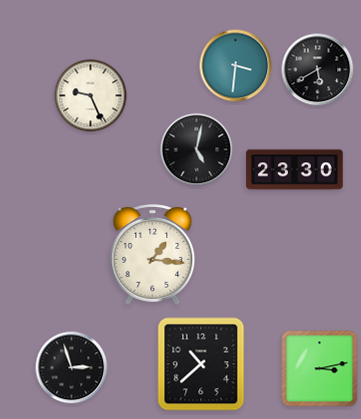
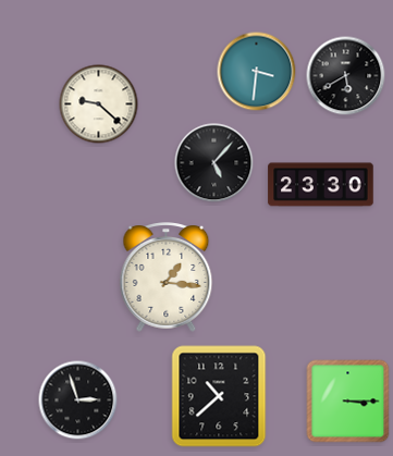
clock at (91, 96): 9:26 -> 9:22
clock at (197, 150): 5:02 -> 5:07
clock at (320, 369): 3:13 -> 3:15
